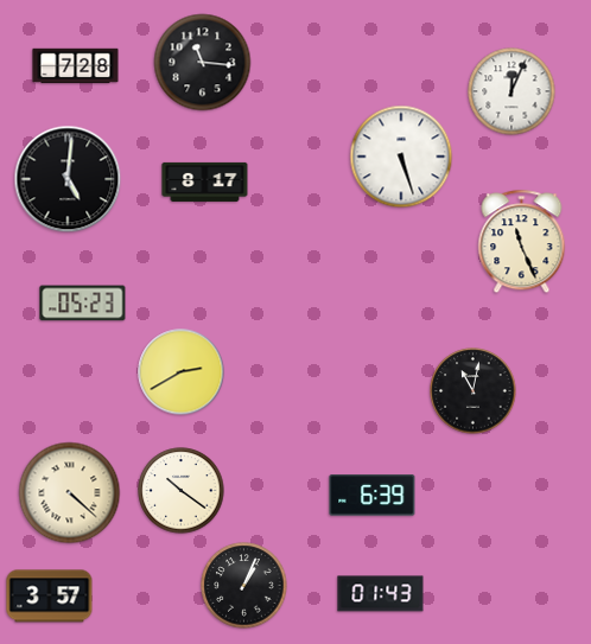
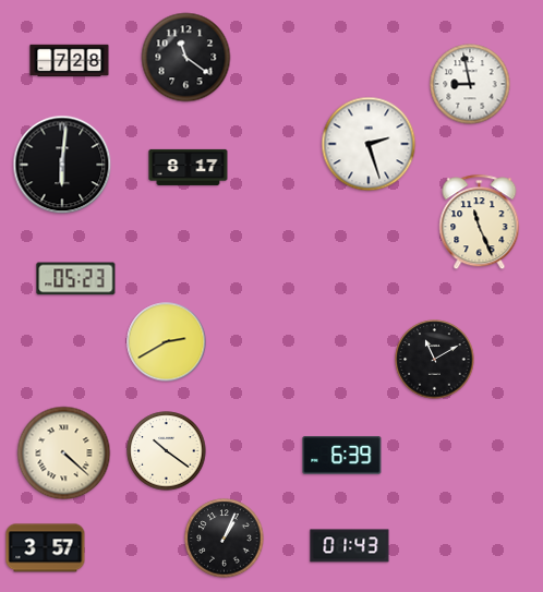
clock at (203, 63): 11:16 -> 11:21
clock at (511, 91): 12:04 -> 8:58
clock at (401, 157): 5:27 -> 2:27
clock at (68, 179): 5:01 -> 6:01
clock at (474, 391): 11:02 -> 11:10
